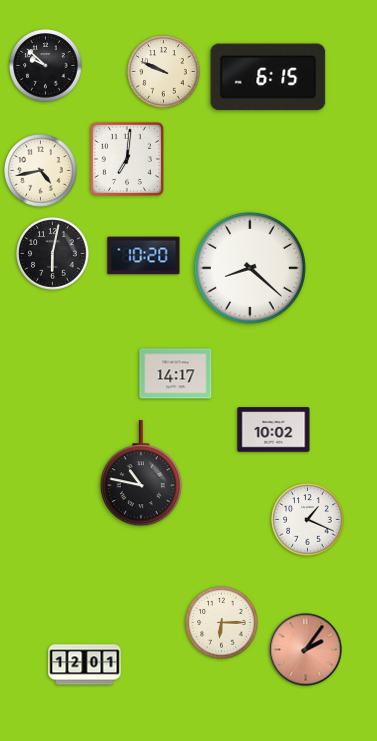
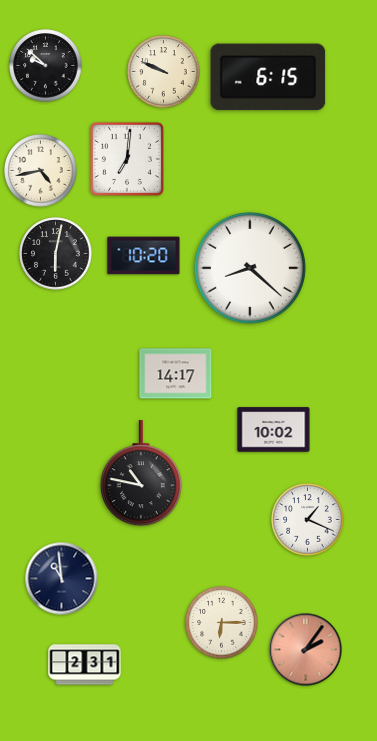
clock at (53, 254) position: (53, 254) -> (56, 254)
clock at (62, 579): none -> 10:59
clock at (85, 665): 12:01 -> 2:31
